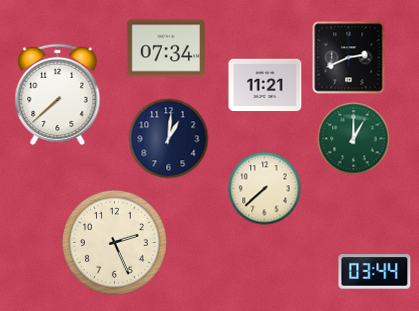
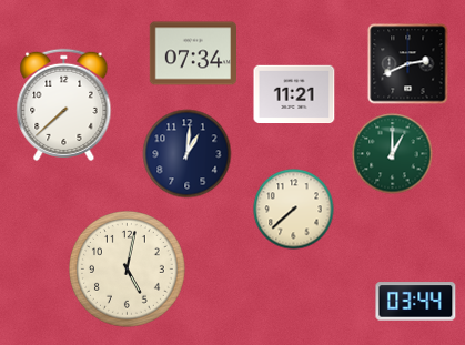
clock at (165, 48) position: (165, 48) -> (192, 53)
clock at (349, 58) position: (349, 58) -> (408, 64)
clock at (115, 243): 2:26 -> 5:02
